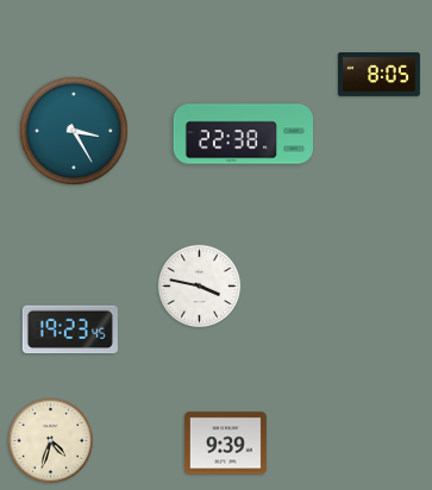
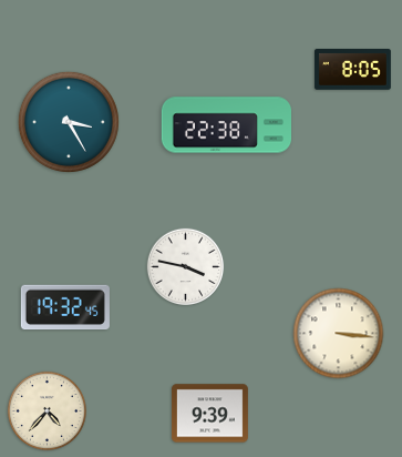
clock at (70, 329): 19:23 -> 19:32
clock at (339, 334): none -> 3:16
clock at (50, 440): 4:33 -> 4:37
